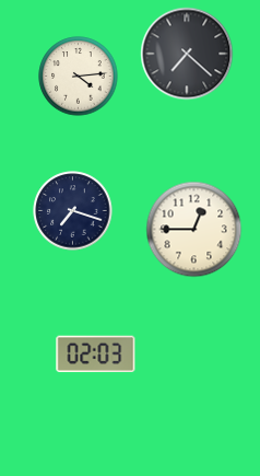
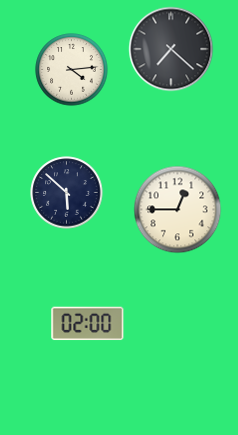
clock at (73, 211): 7:18 -> 5:52
clock at (96, 355): 02:03 -> 02:00
